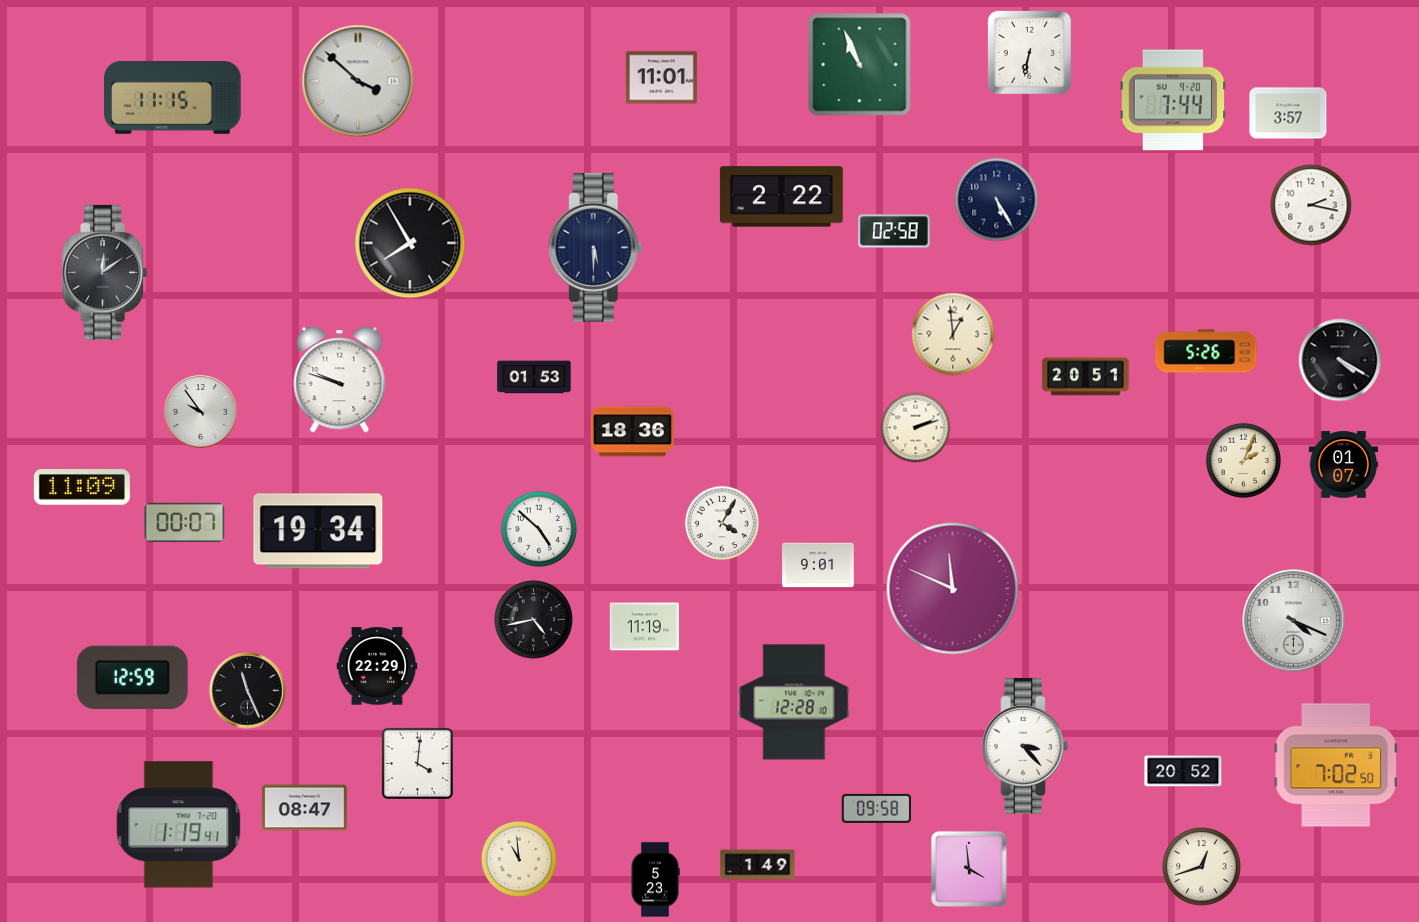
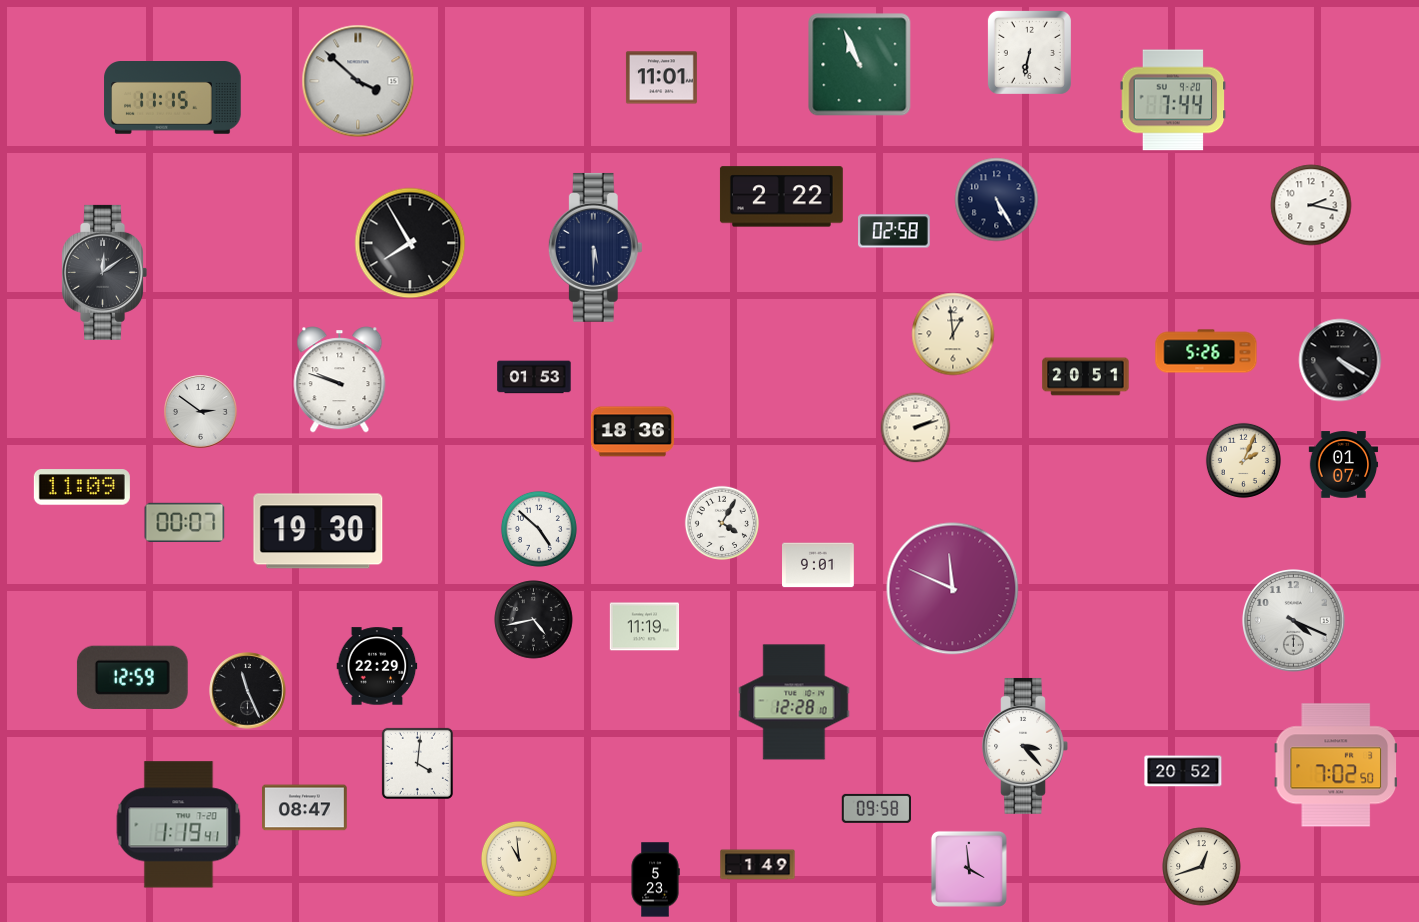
clock at (1288, 113): 3:57 -> none
clock at (201, 412): 9:54 -> 2:51
clock at (318, 531): 19:34 -> 19:30
